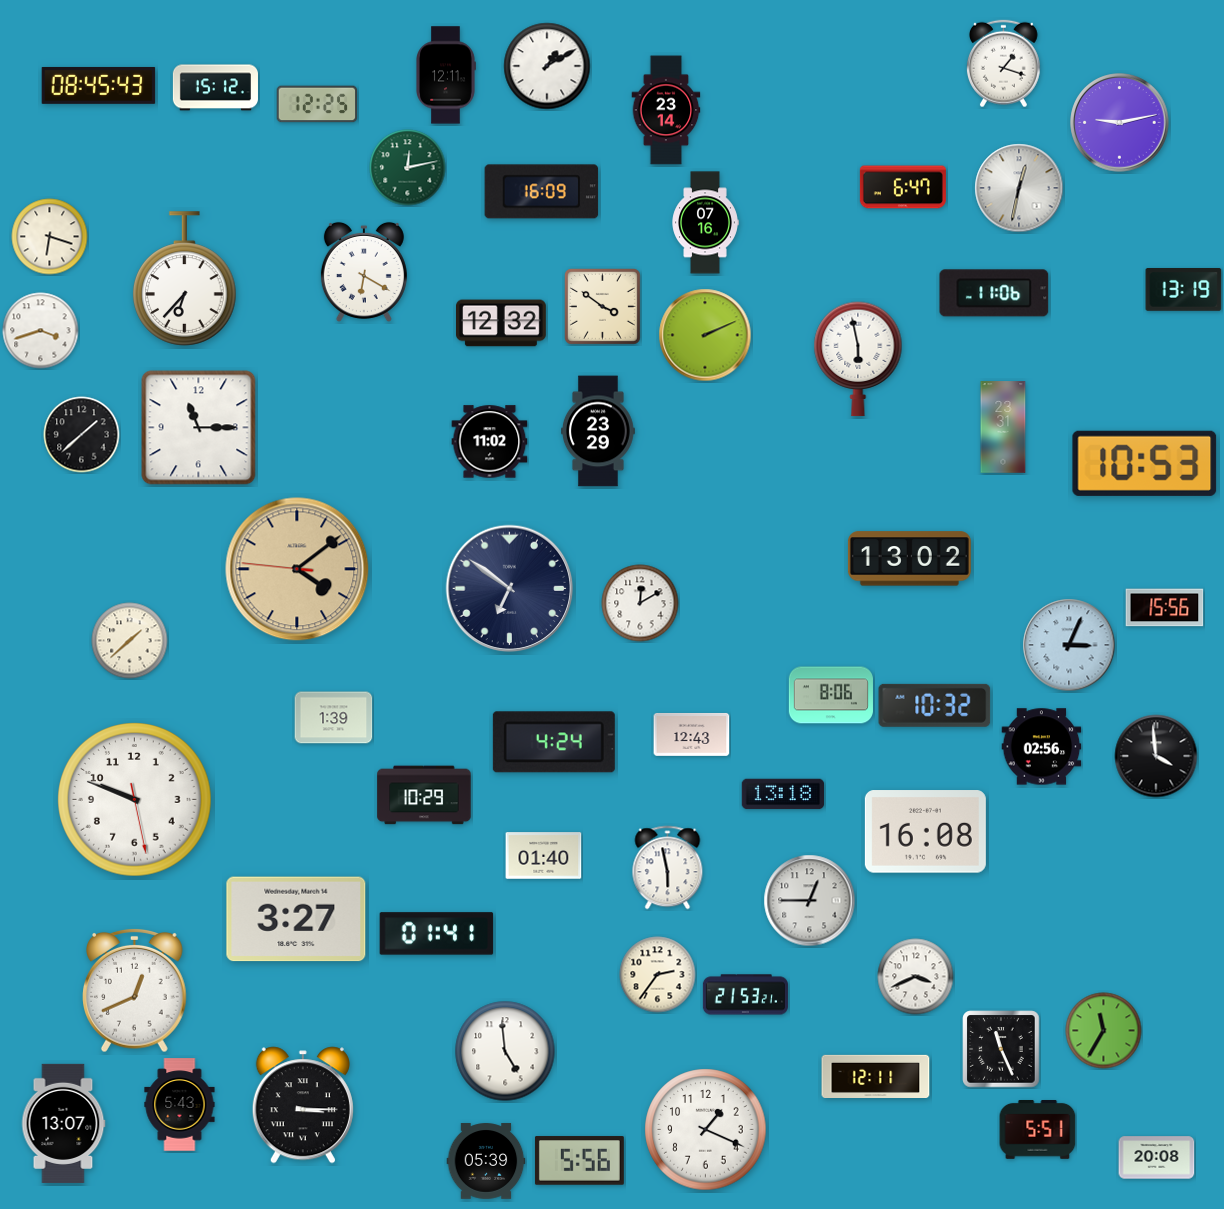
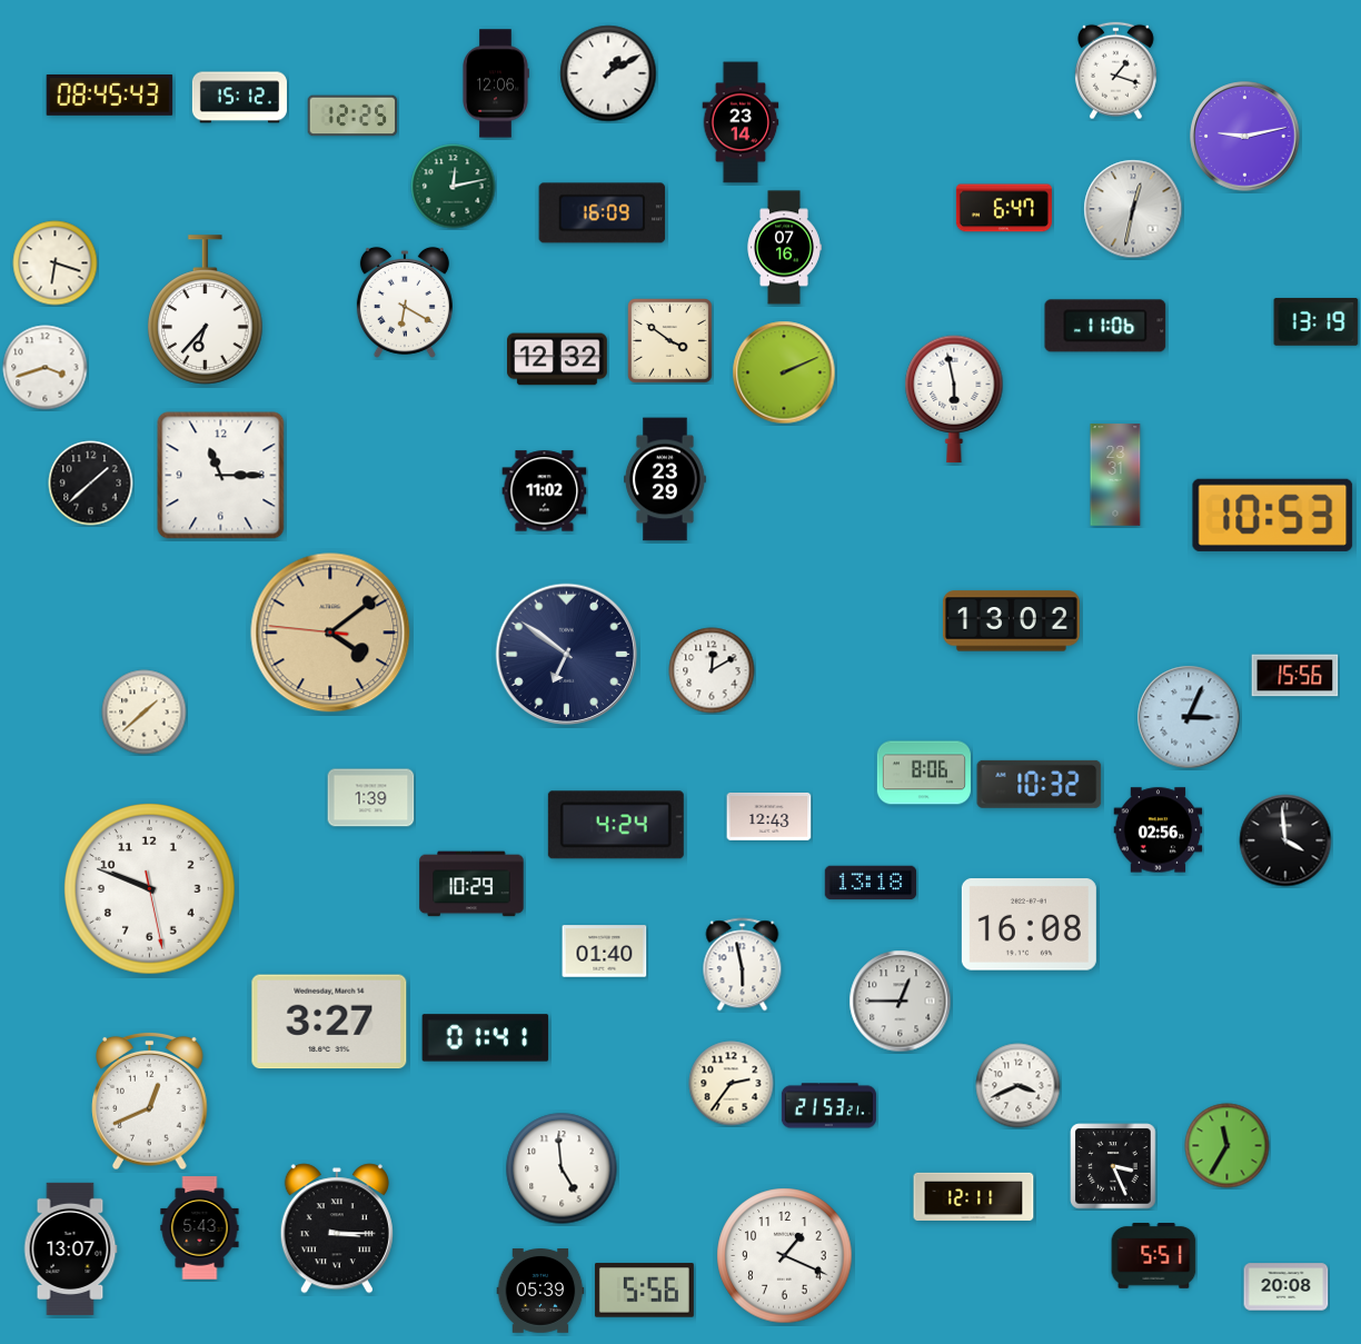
clock at (446, 75): 12:11 -> 12:06
clock at (1001, 1049): 11:26 -> 3:26
